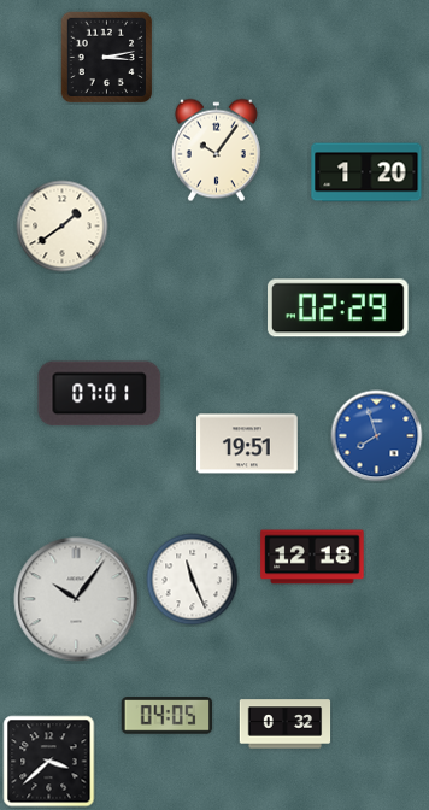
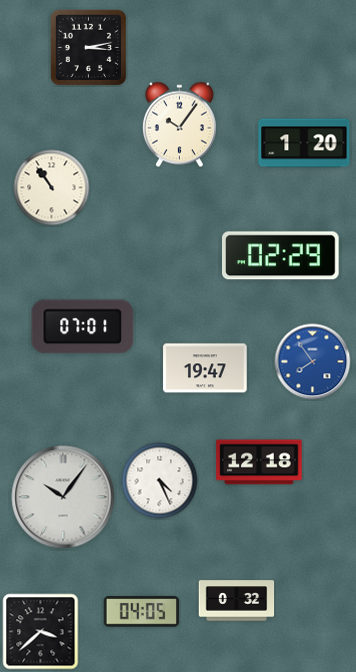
clock at (63, 227): 1:39 -> 10:54
clock at (377, 436): 7:57 -> 7:54
clock at (247, 444): 19:51 -> 19:47
clock at (193, 580): 11:26 -> 4:26
clock at (168, 716) position: (168, 716) -> (142, 612)
